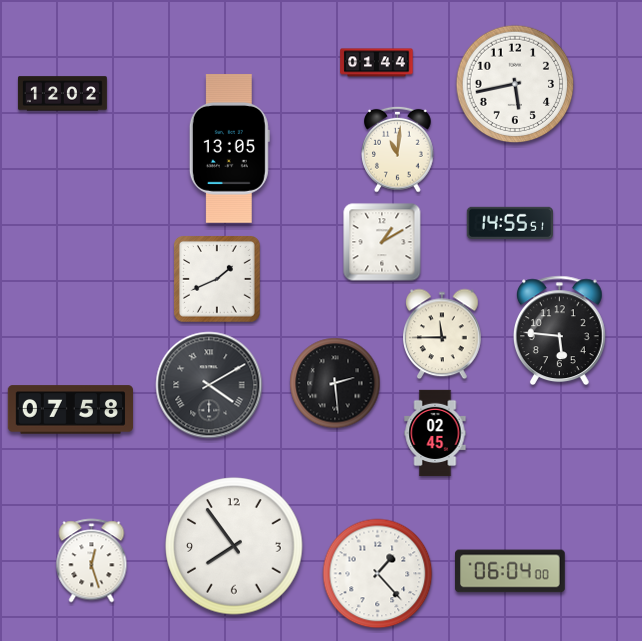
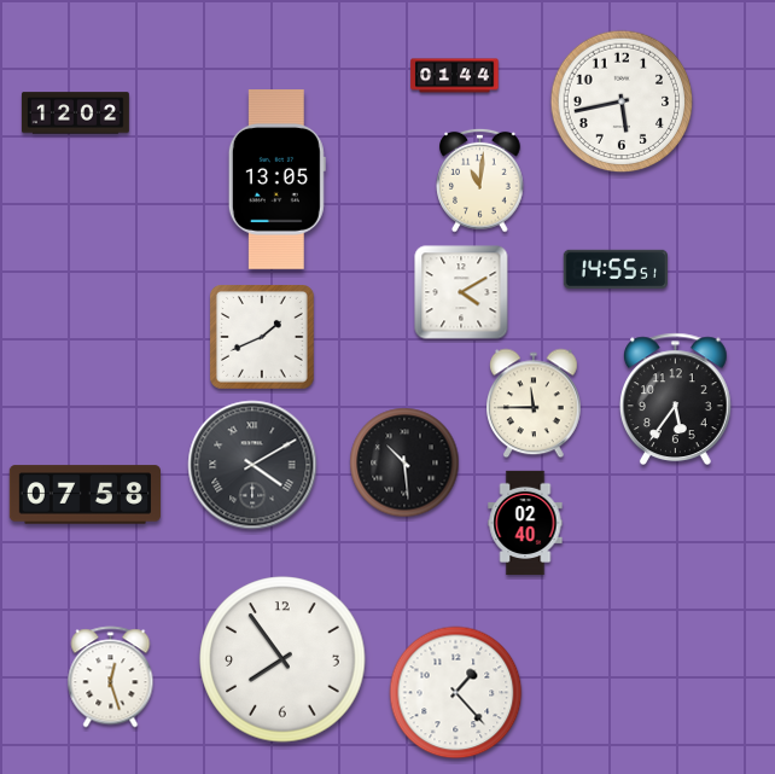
clock at (382, 242): 1:10 -> 4:10
clock at (559, 330): 5:46 -> 5:36
clock at (335, 383): 2:29 -> 10:29
clock at (435, 433): 02:45 -> 02:40
clock at (511, 571): 06:04 -> none
